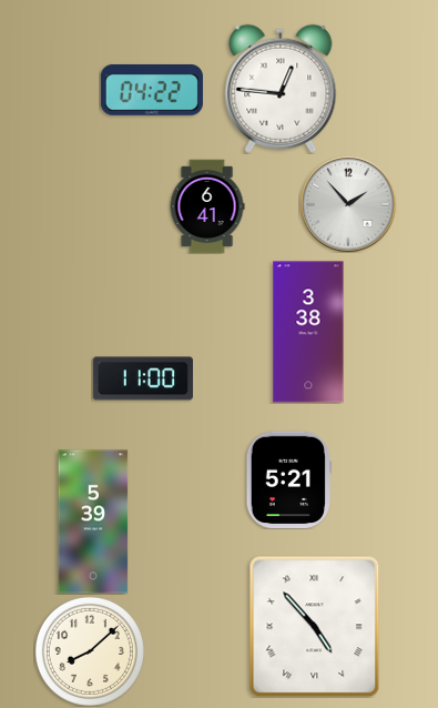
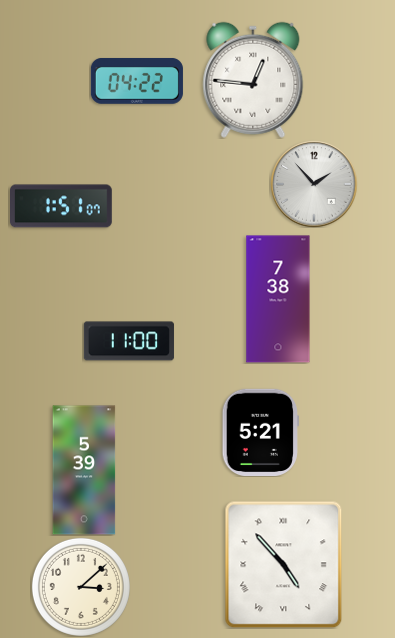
clock at (207, 206): 6:41 -> none
clock at (62, 206): none -> 1:51
clock at (308, 332): 3:38 -> 7:38
clock at (90, 651): 8:08 -> 3:08
